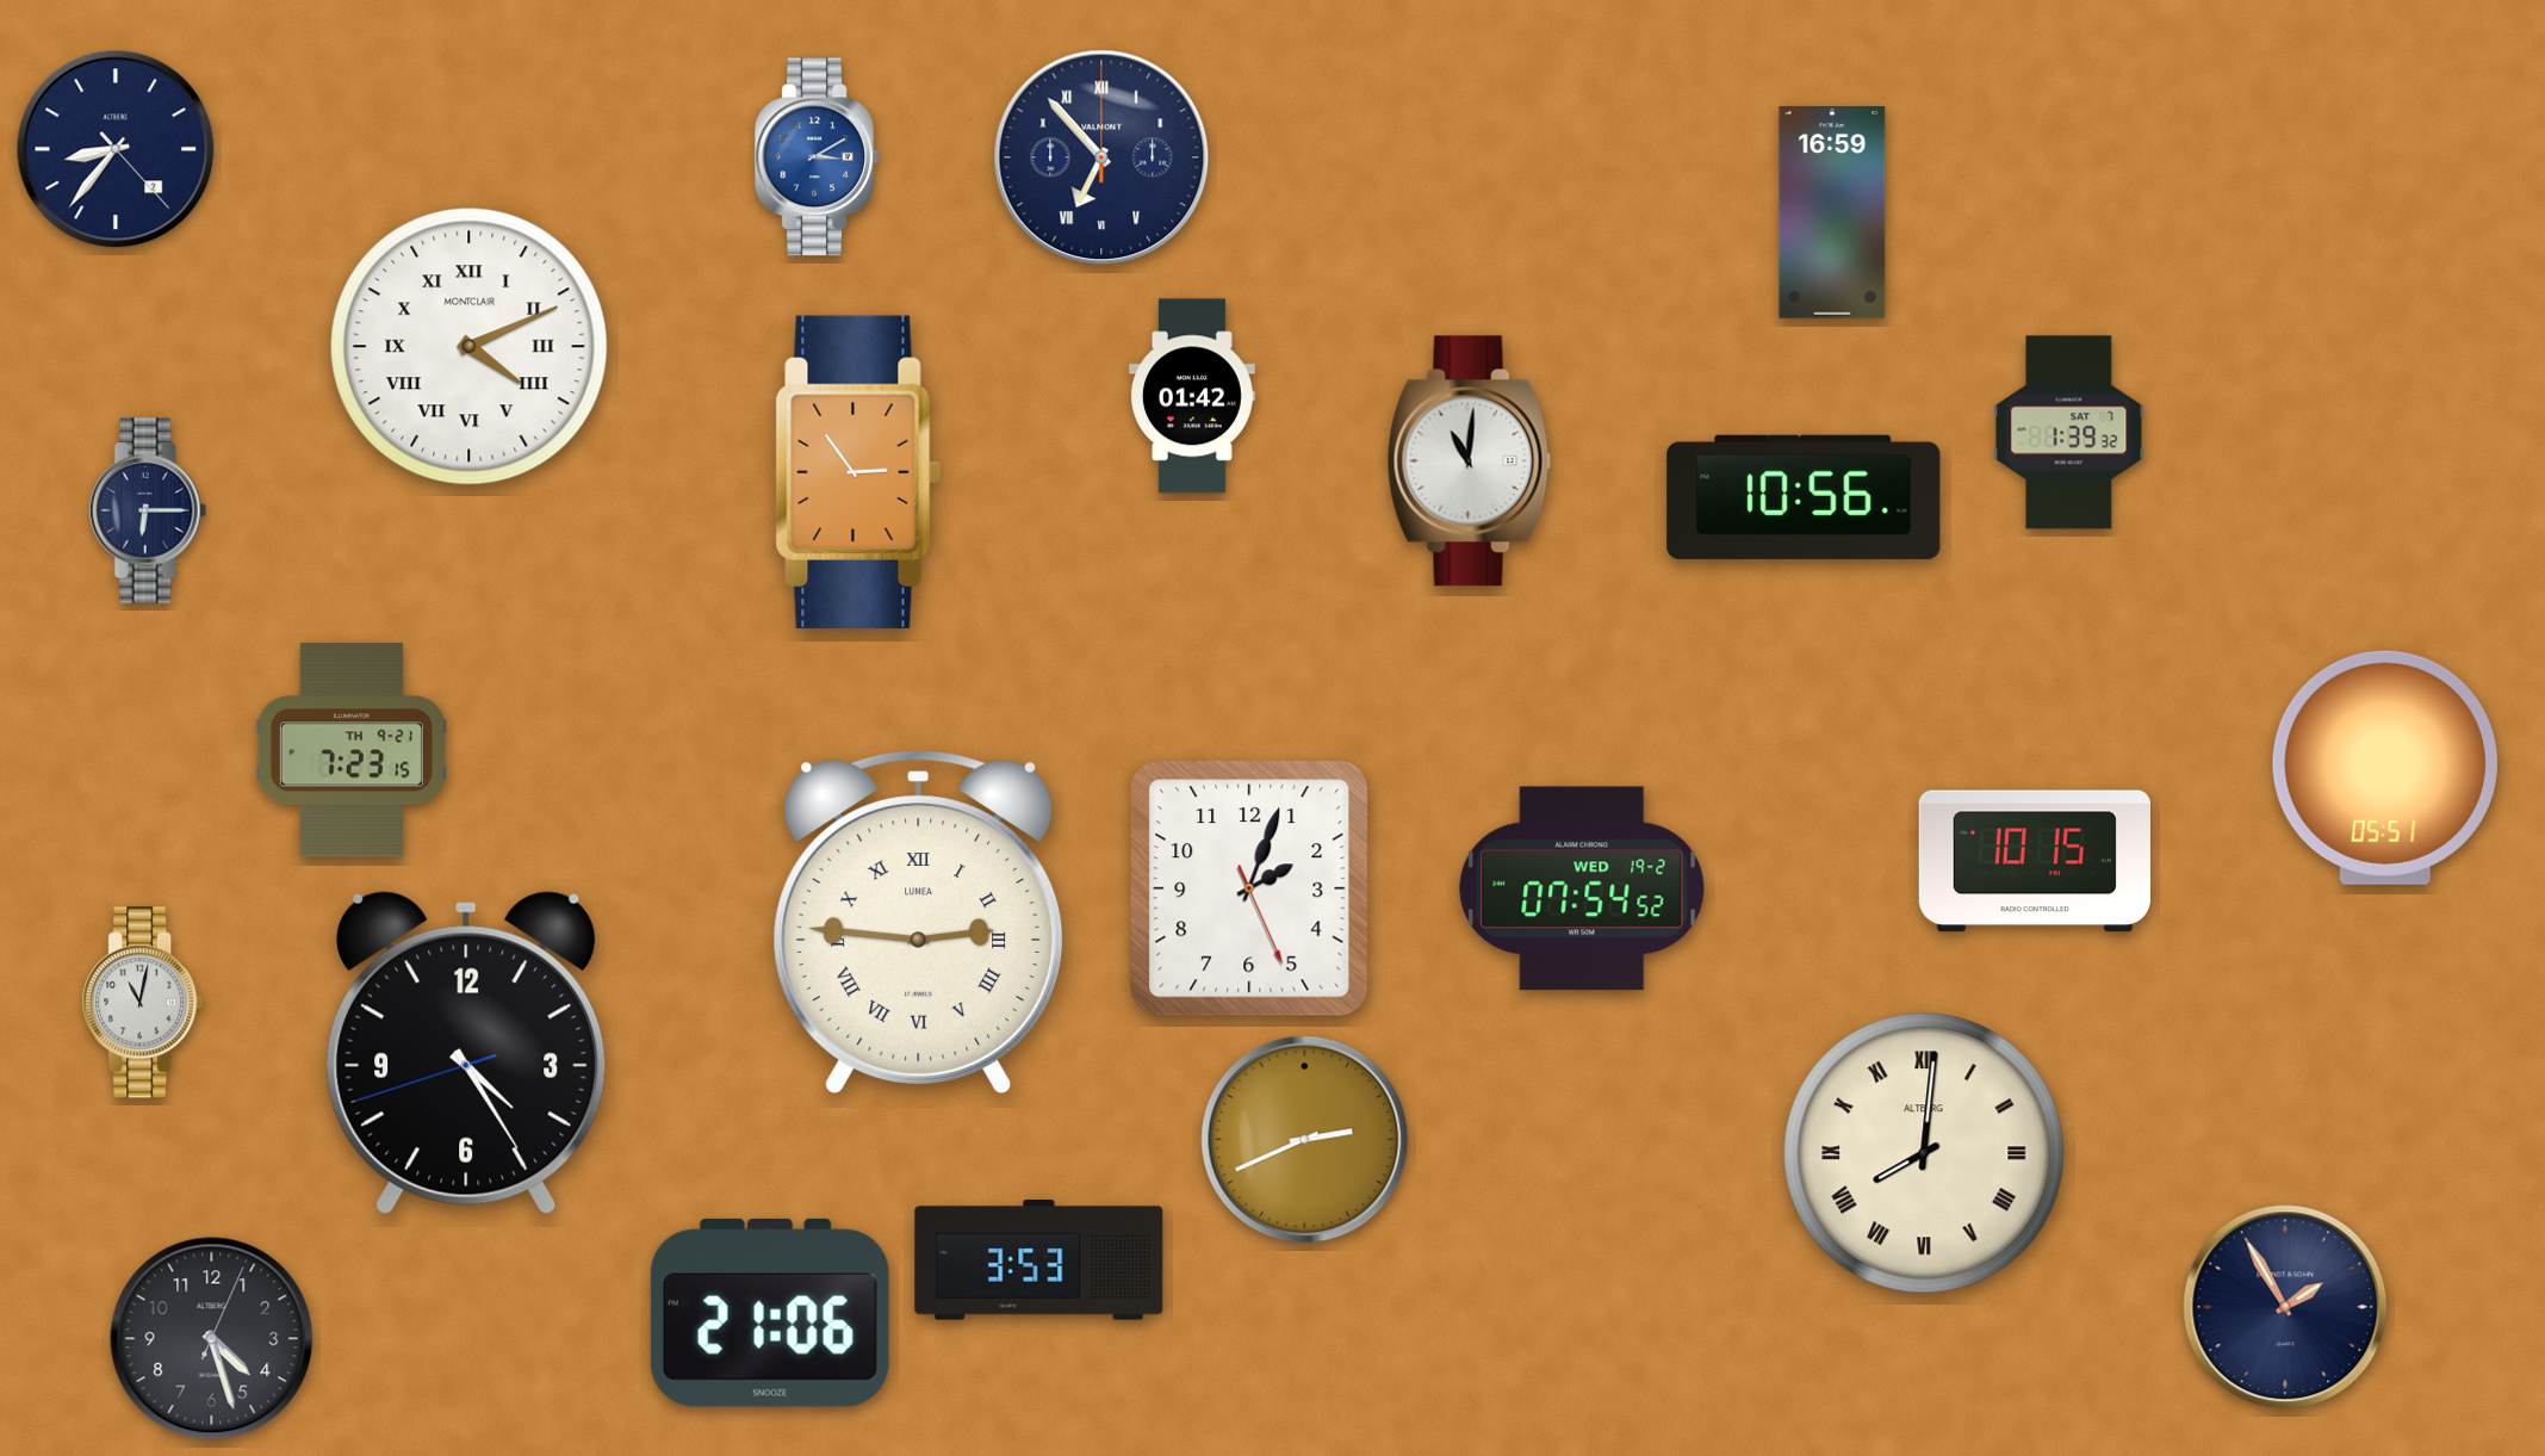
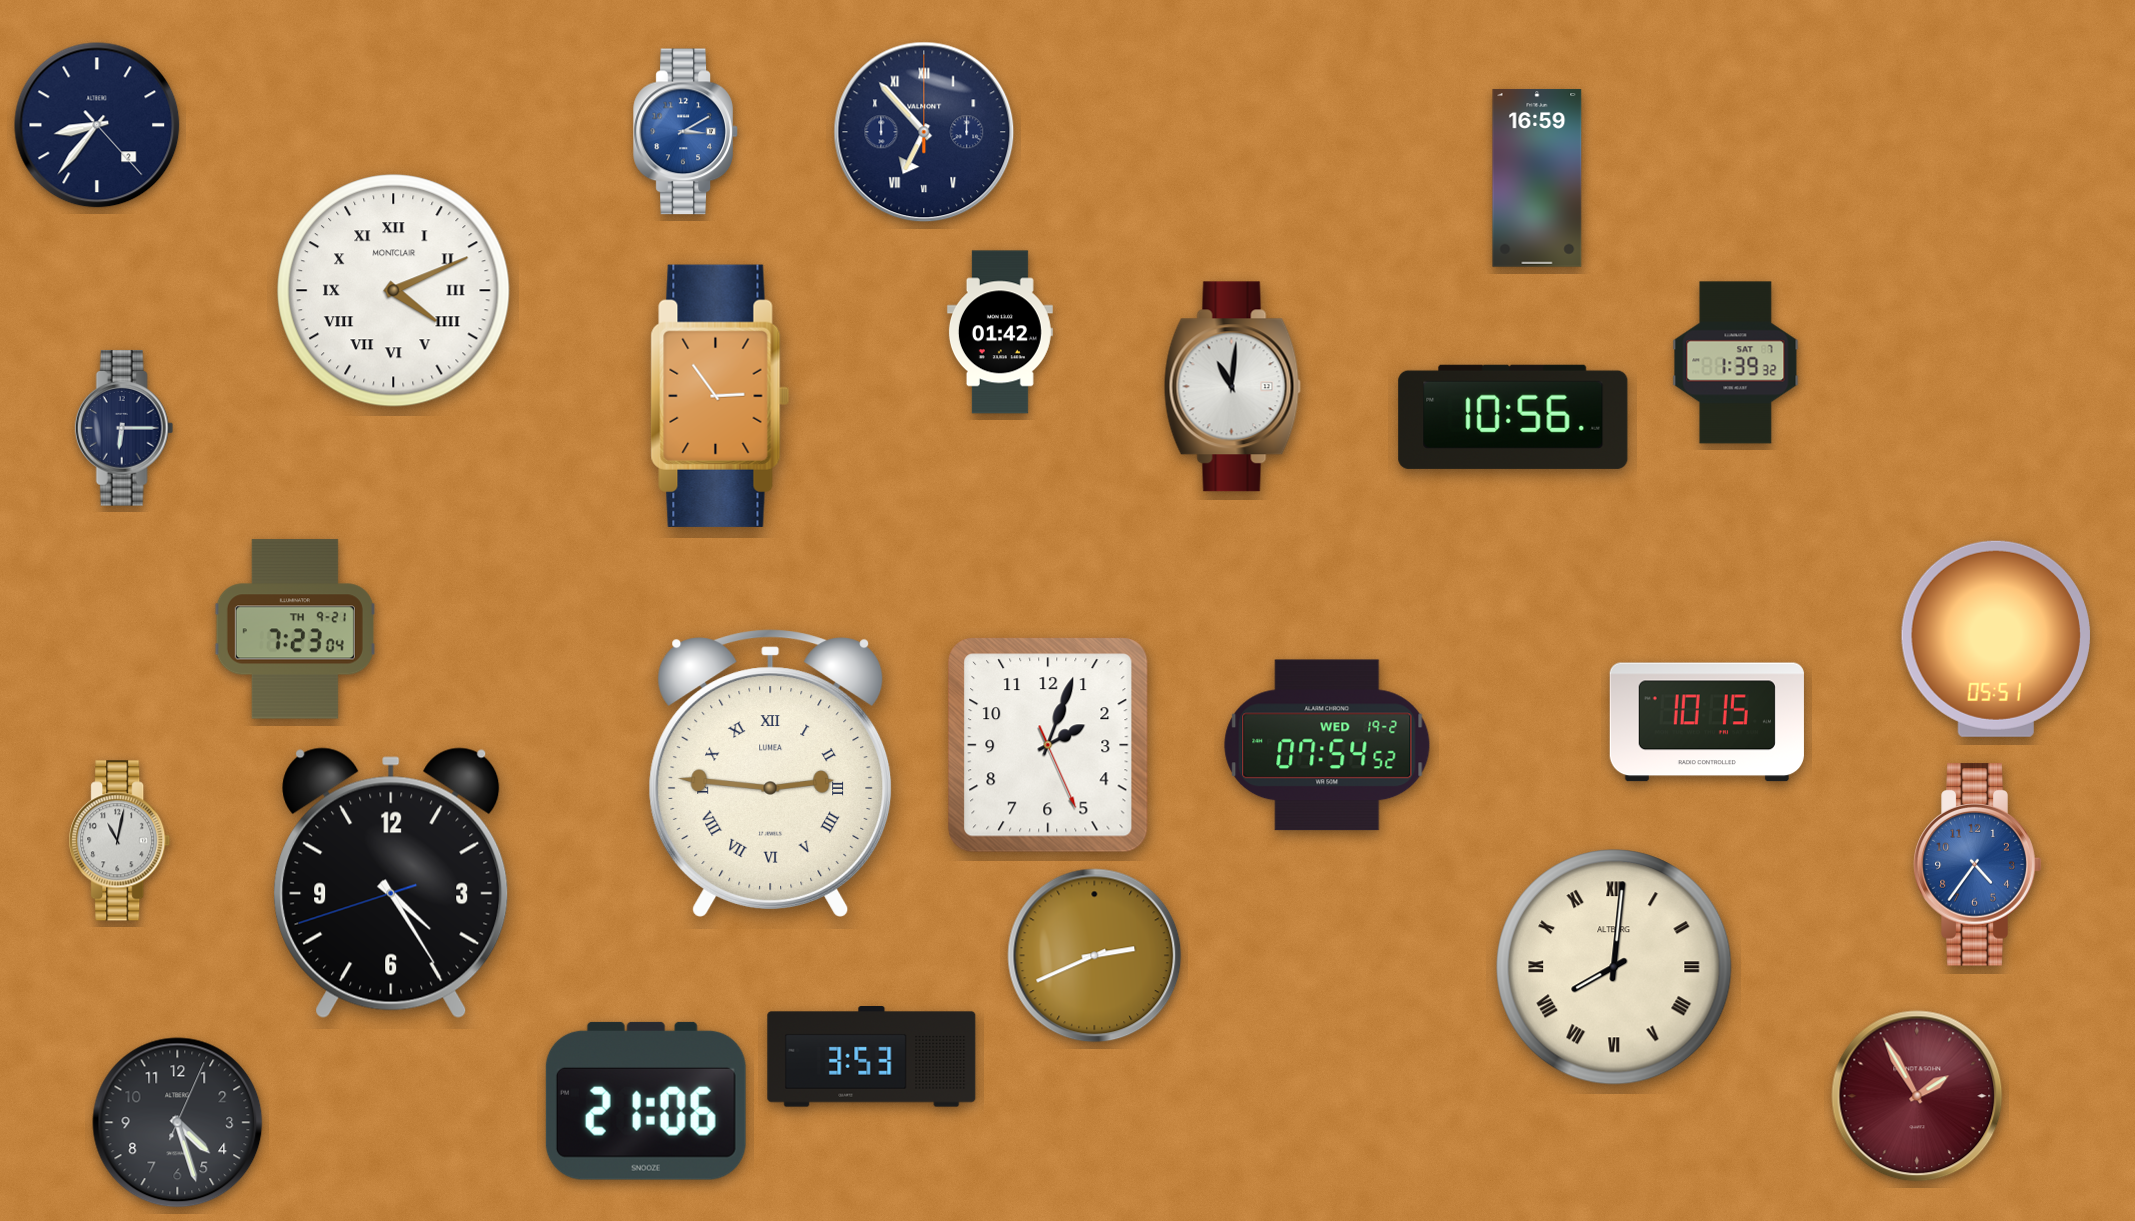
clock at (352, 750): 7:23:15 -> 7:23:04
clock at (2385, 768) position: (2385, 768) -> (1996, 639)
clock at (1978, 865): none -> 4:36
clock at (2285, 1307) dial: navy -> burgundy
